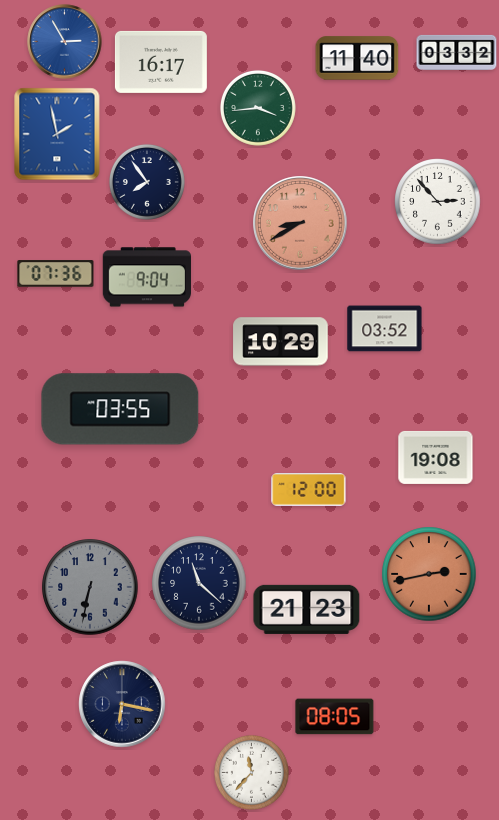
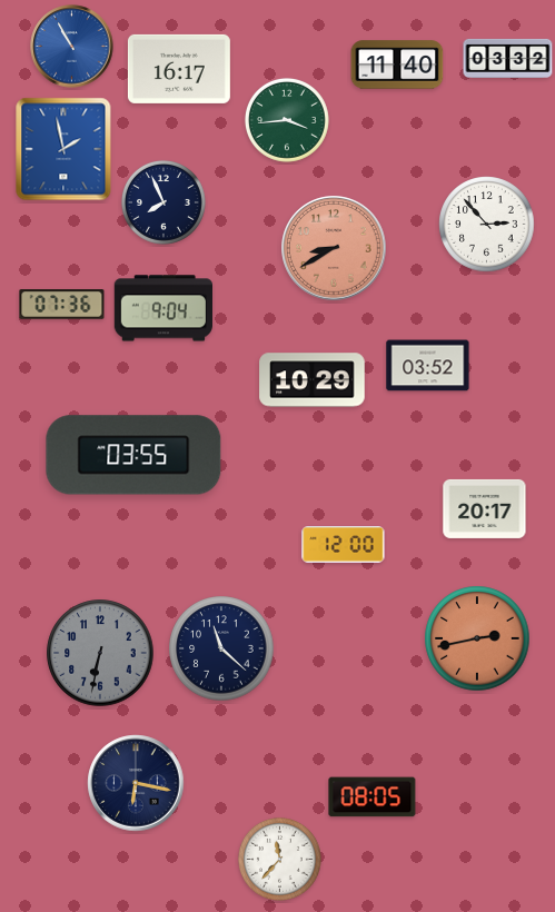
clock at (65, 42): 2:55 -> 10:55
clock at (147, 182): 7:54 -> 7:56
clock at (436, 457): 19:08 -> 20:17
clock at (307, 609): 21:23 -> none
